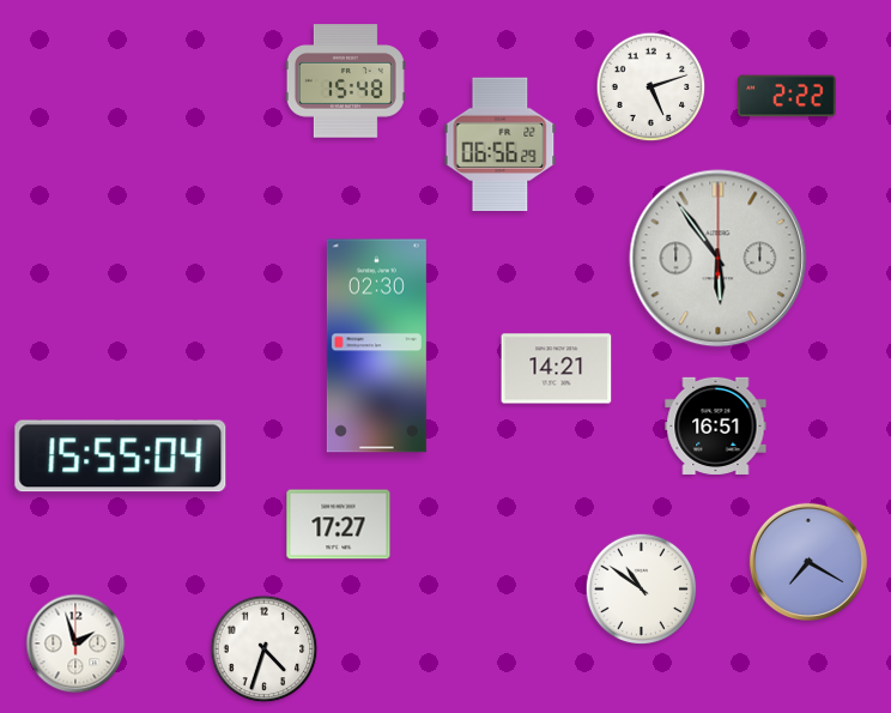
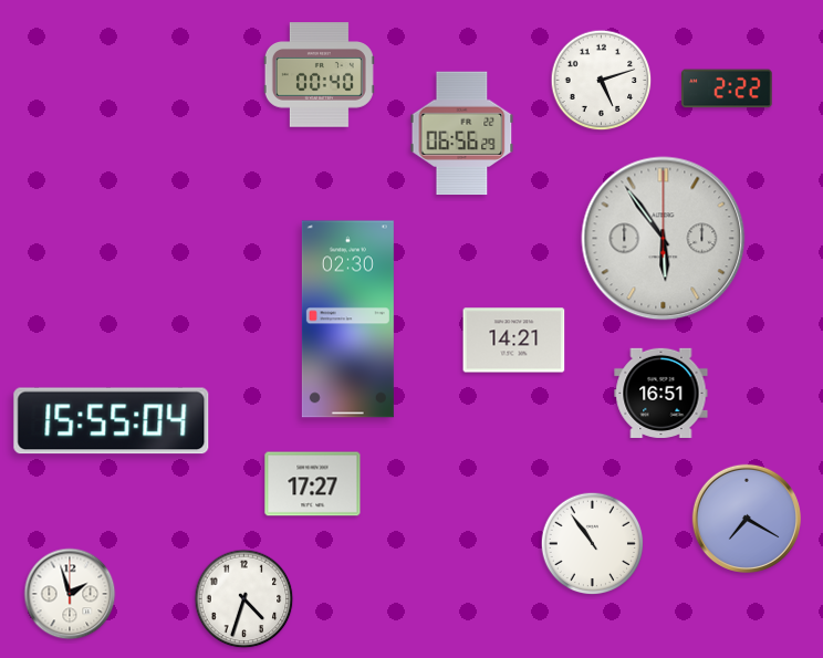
clock at (345, 81): 15:48 -> 00:40
clock at (642, 590): 10:51 -> 10:54
